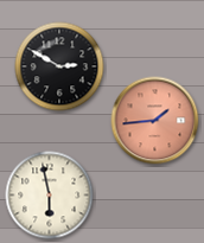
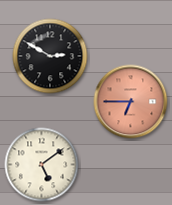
clock at (155, 121): 1:44 -> 6:45
clock at (50, 196): 5:58 -> 5:09
